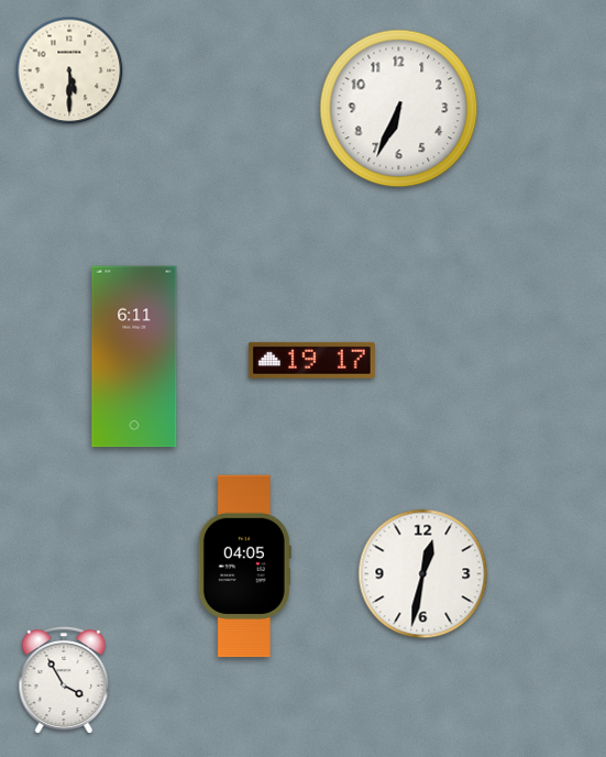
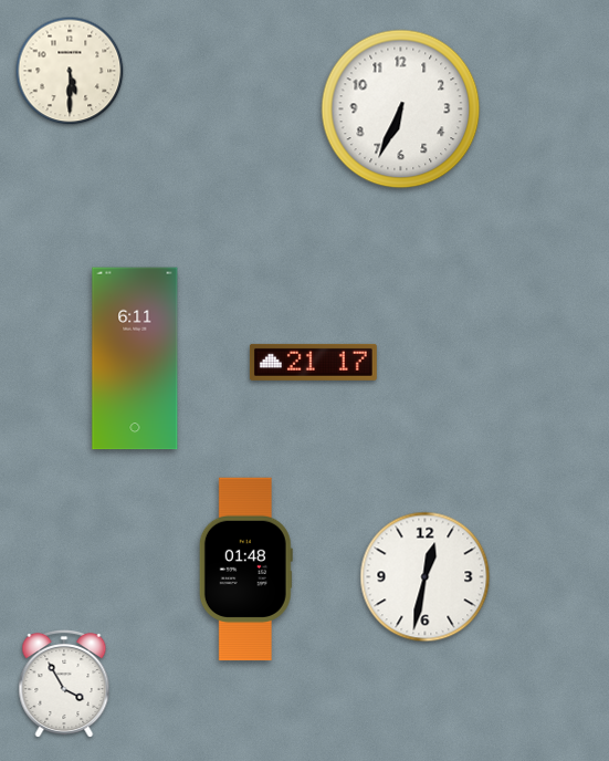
clock at (311, 360): 19:17 -> 21:17
clock at (244, 567): 04:05 -> 01:48
